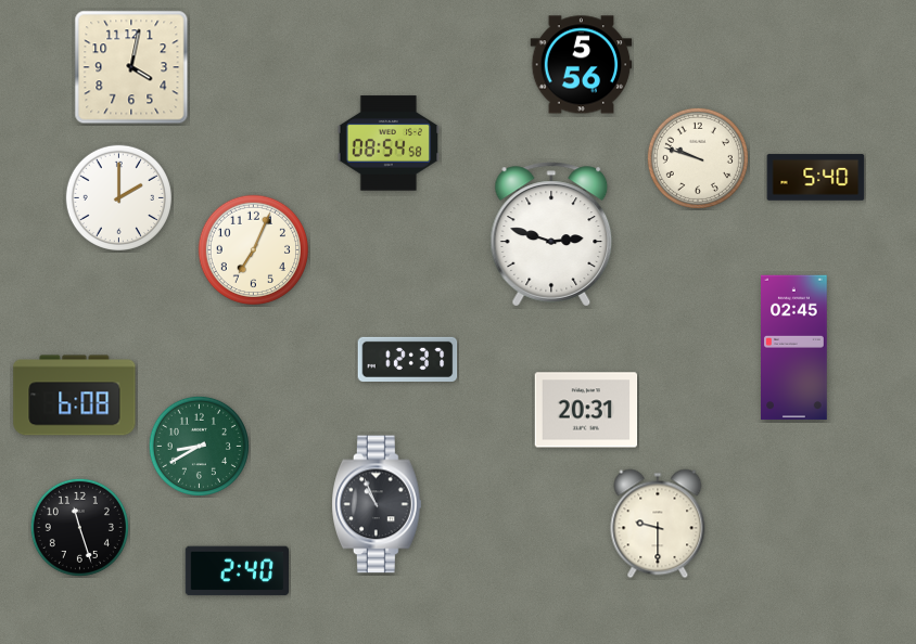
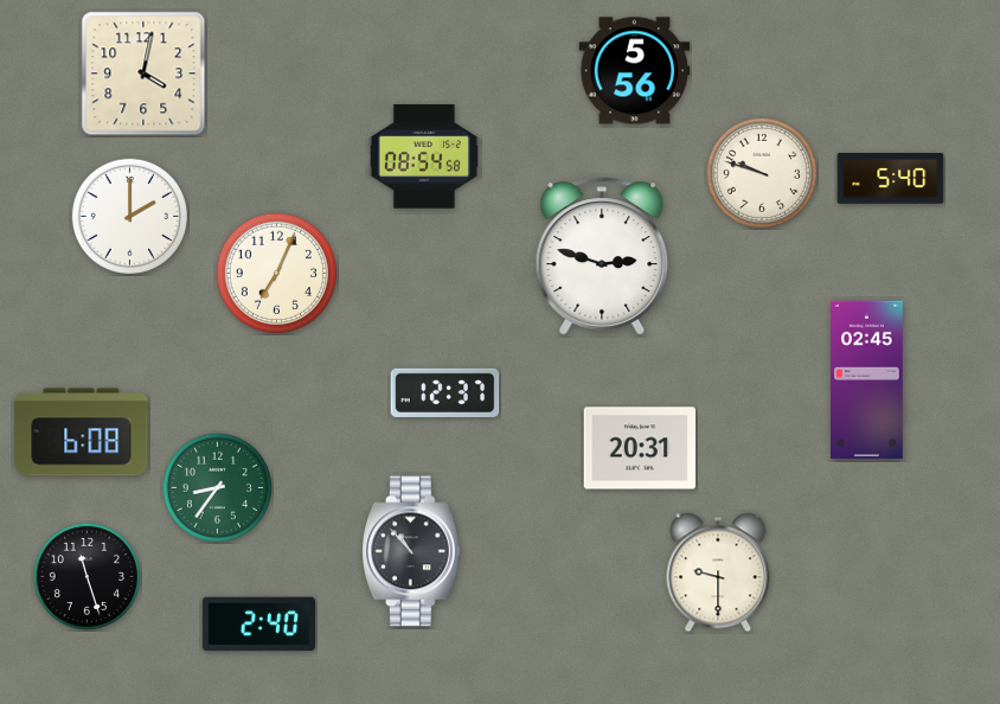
clock at (816, 178) position: (816, 178) -> (891, 179)
clock at (199, 446): 8:40 -> 8:36
clock at (378, 504): 10:56 -> 10:53
